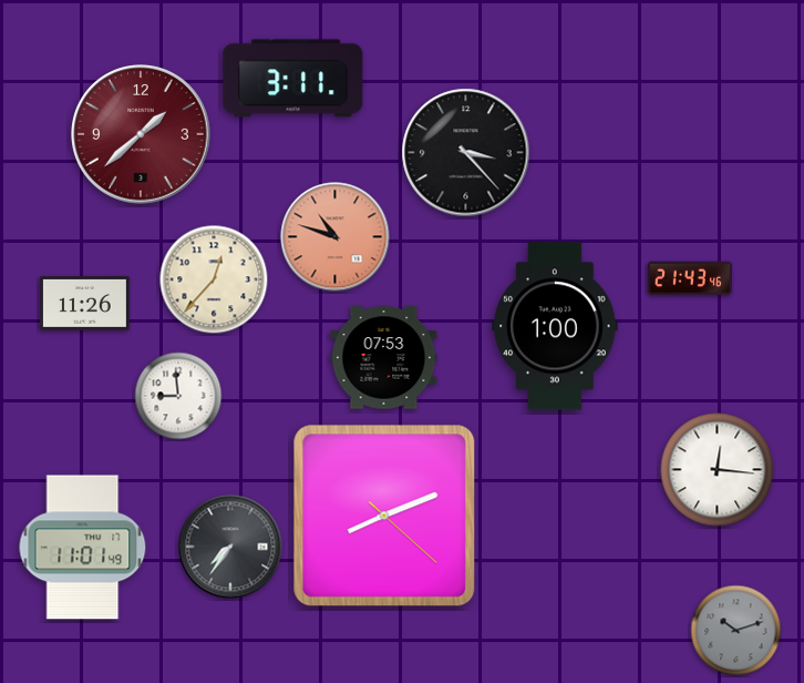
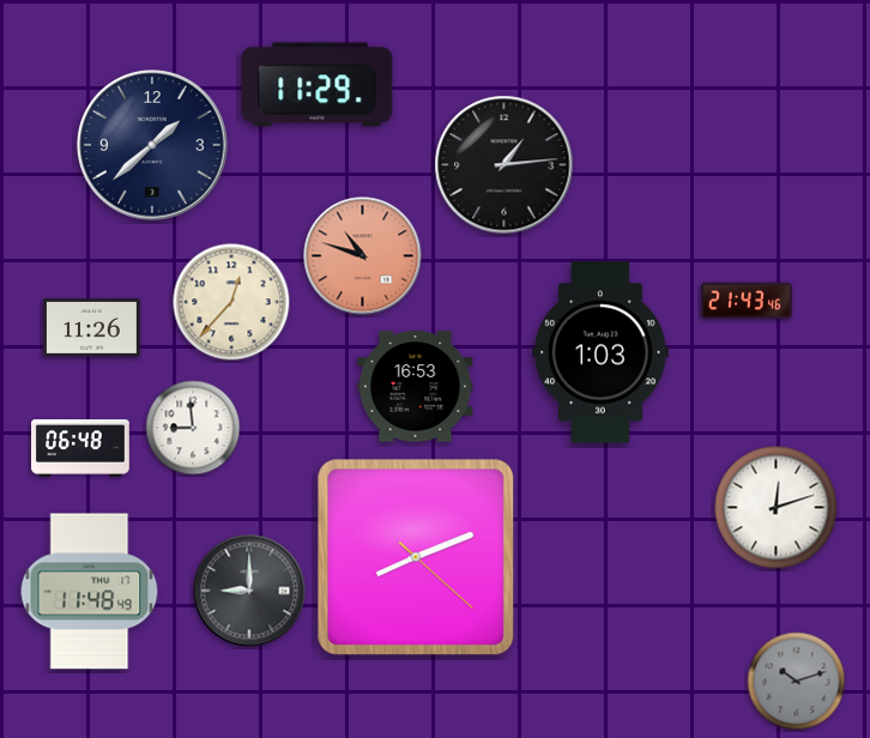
clock at (293, 79): 3:11 -> 11:29
clock at (142, 135) dial: burgundy -> navy
clock at (466, 153): 3:23 -> 1:14
clock at (555, 326): 1:00 -> 1:03
clock at (384, 358): 07:53 -> 16:53
clock at (81, 448): none -> 06:48
clock at (718, 470): 12:16 -> 12:12
clock at (230, 547): 7:36 -> 9:00
clock at (83, 548): 11:01 -> 11:48
